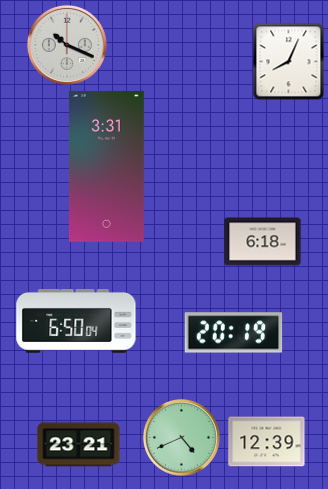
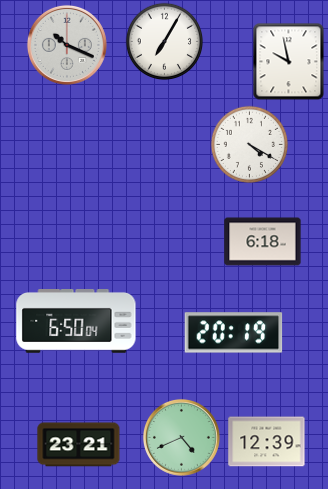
clock at (164, 41): none -> 7:05
clock at (289, 61): 8:04 -> 9:58
clock at (249, 144): none -> 4:20
clock at (106, 166): 3:31 -> none
